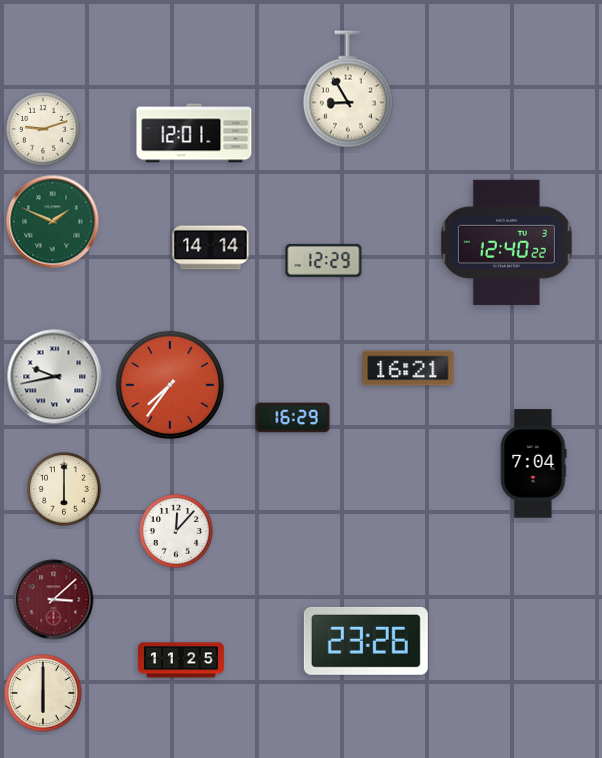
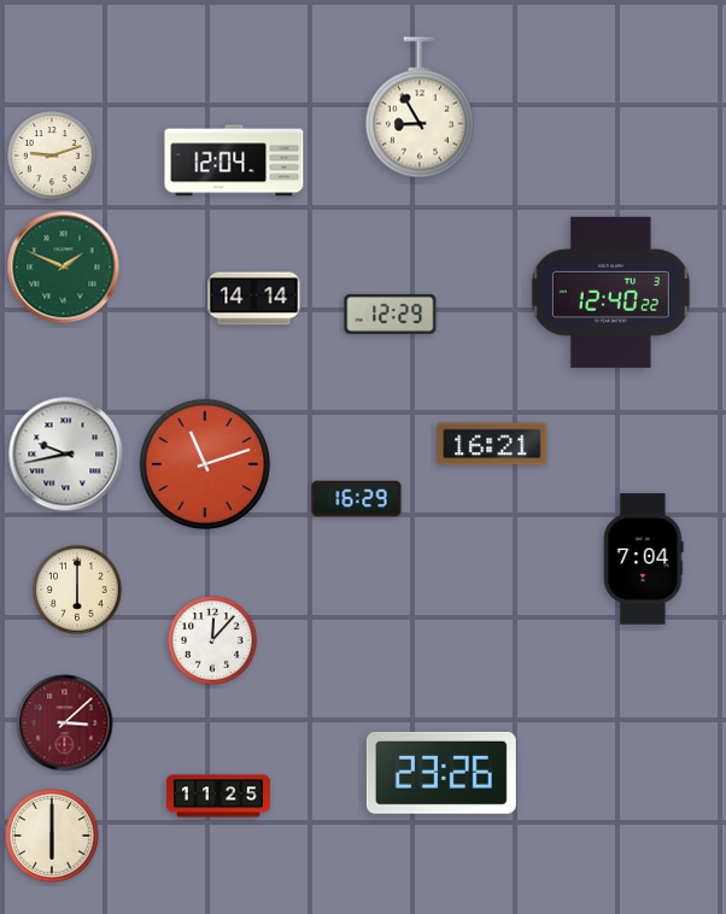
clock at (194, 133): 12:01 -> 12:04
clock at (170, 385): 7:36 -> 11:12
clock at (293, 418) position: (293, 418) -> (357, 499)
